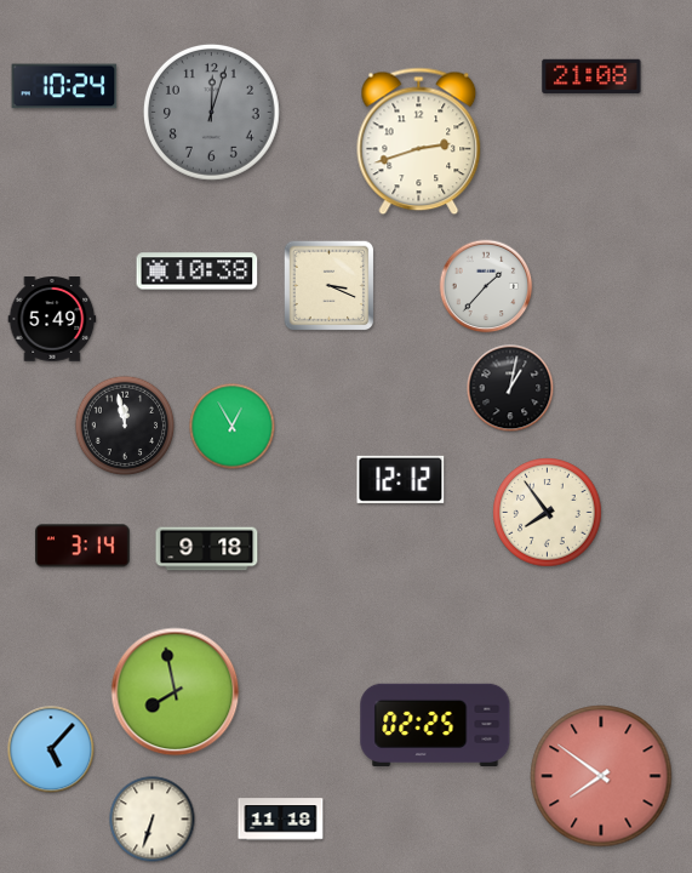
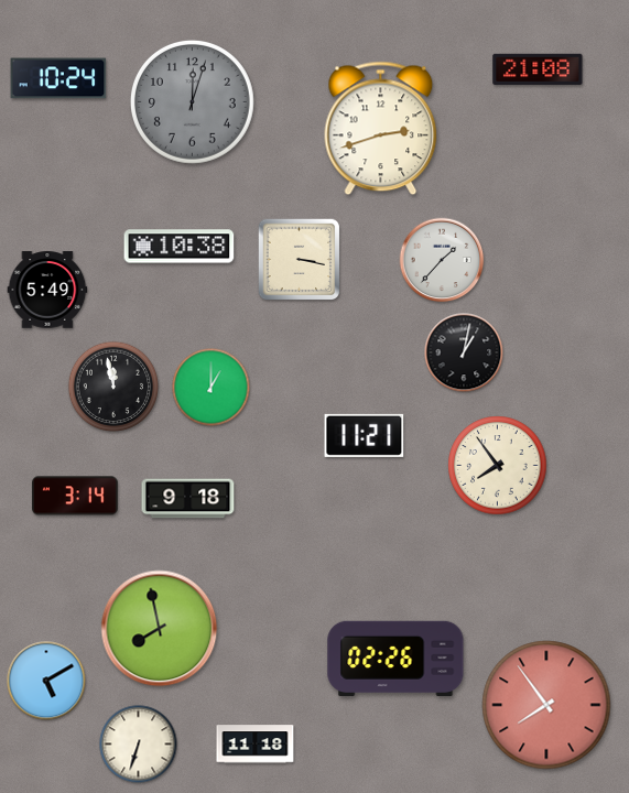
clock at (330, 286): 3:19 -> 3:17
clock at (233, 427): 12:55 -> 1:00
clock at (401, 479): 12:12 -> 11:21
clock at (435, 725): 02:25 -> 02:26
clock at (51, 749): 5:07 -> 5:10
clock at (601, 776): 7:51 -> 7:54
